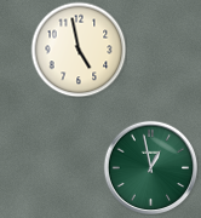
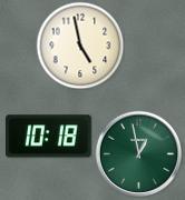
clock at (79, 50) position: (79, 50) -> (80, 46)
clock at (49, 137): none -> 10:18
